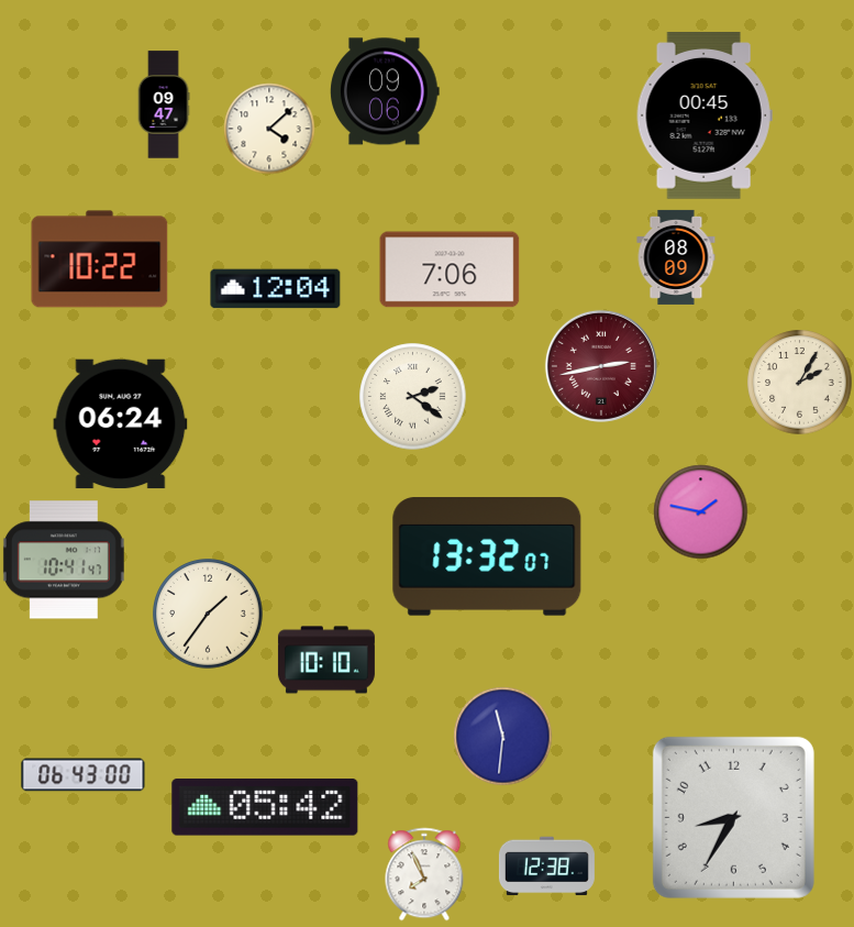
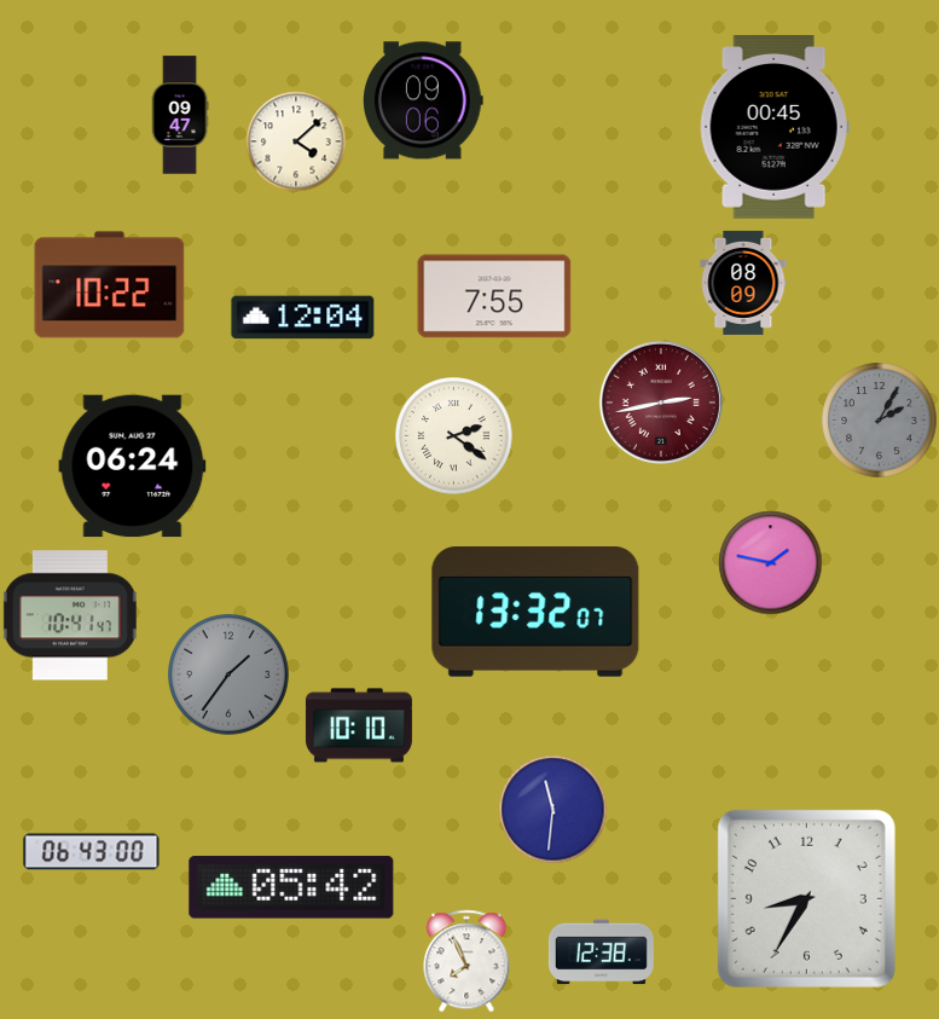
clock at (450, 269): 7:06 -> 7:55
clock at (799, 382) dial: cream -> grey
clock at (208, 614) dial: cream -> grey
